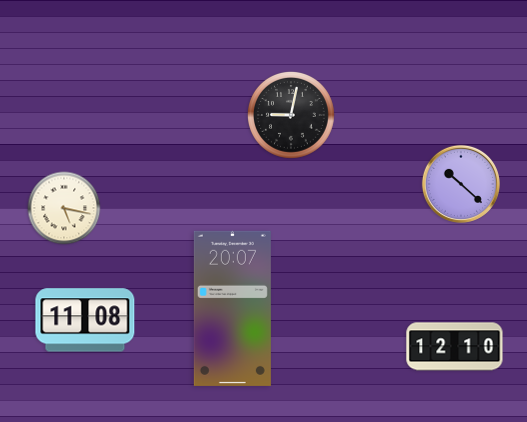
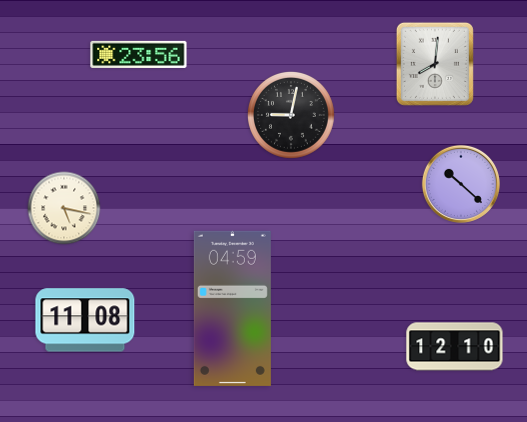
clock at (139, 54): none -> 23:56
clock at (435, 64): none -> 8:01
clock at (232, 308): 20:07 -> 04:59
